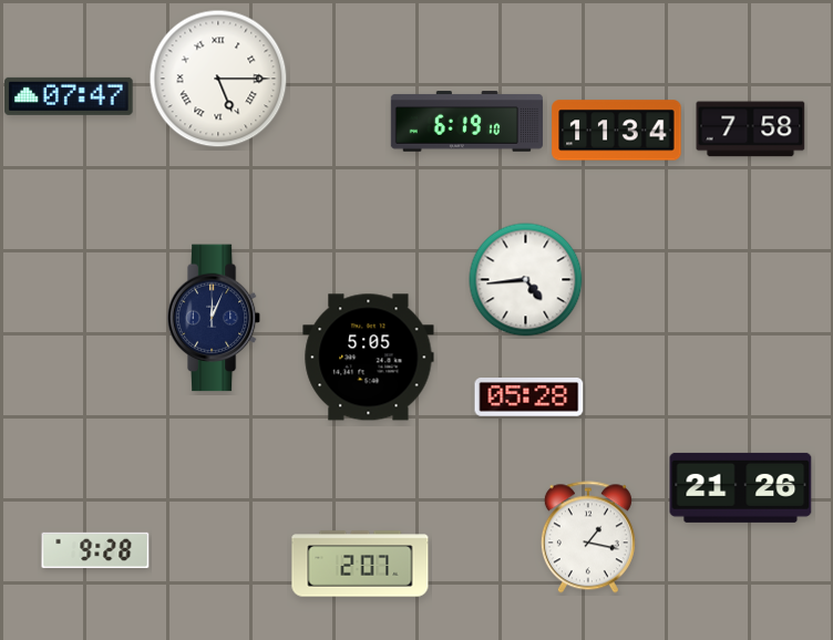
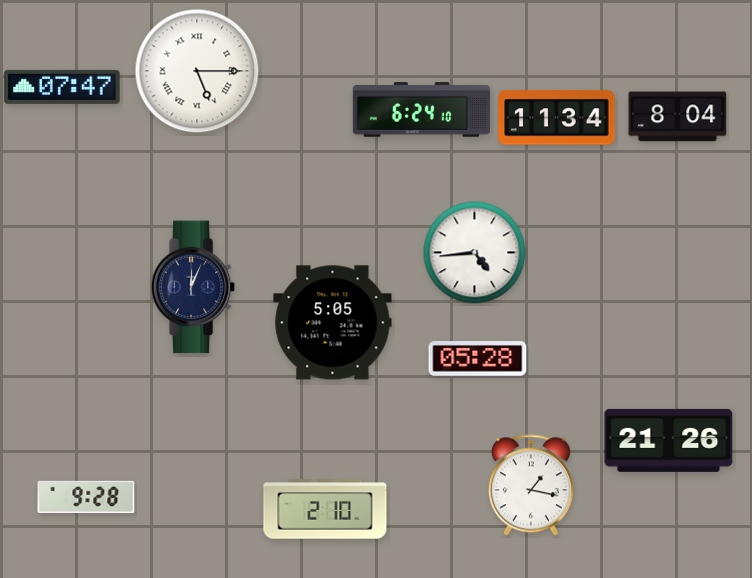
clock at (466, 122): 6:19 -> 6:24
clock at (751, 130): 7:58 -> 8:04
clock at (360, 564): 2:07 -> 2:10
